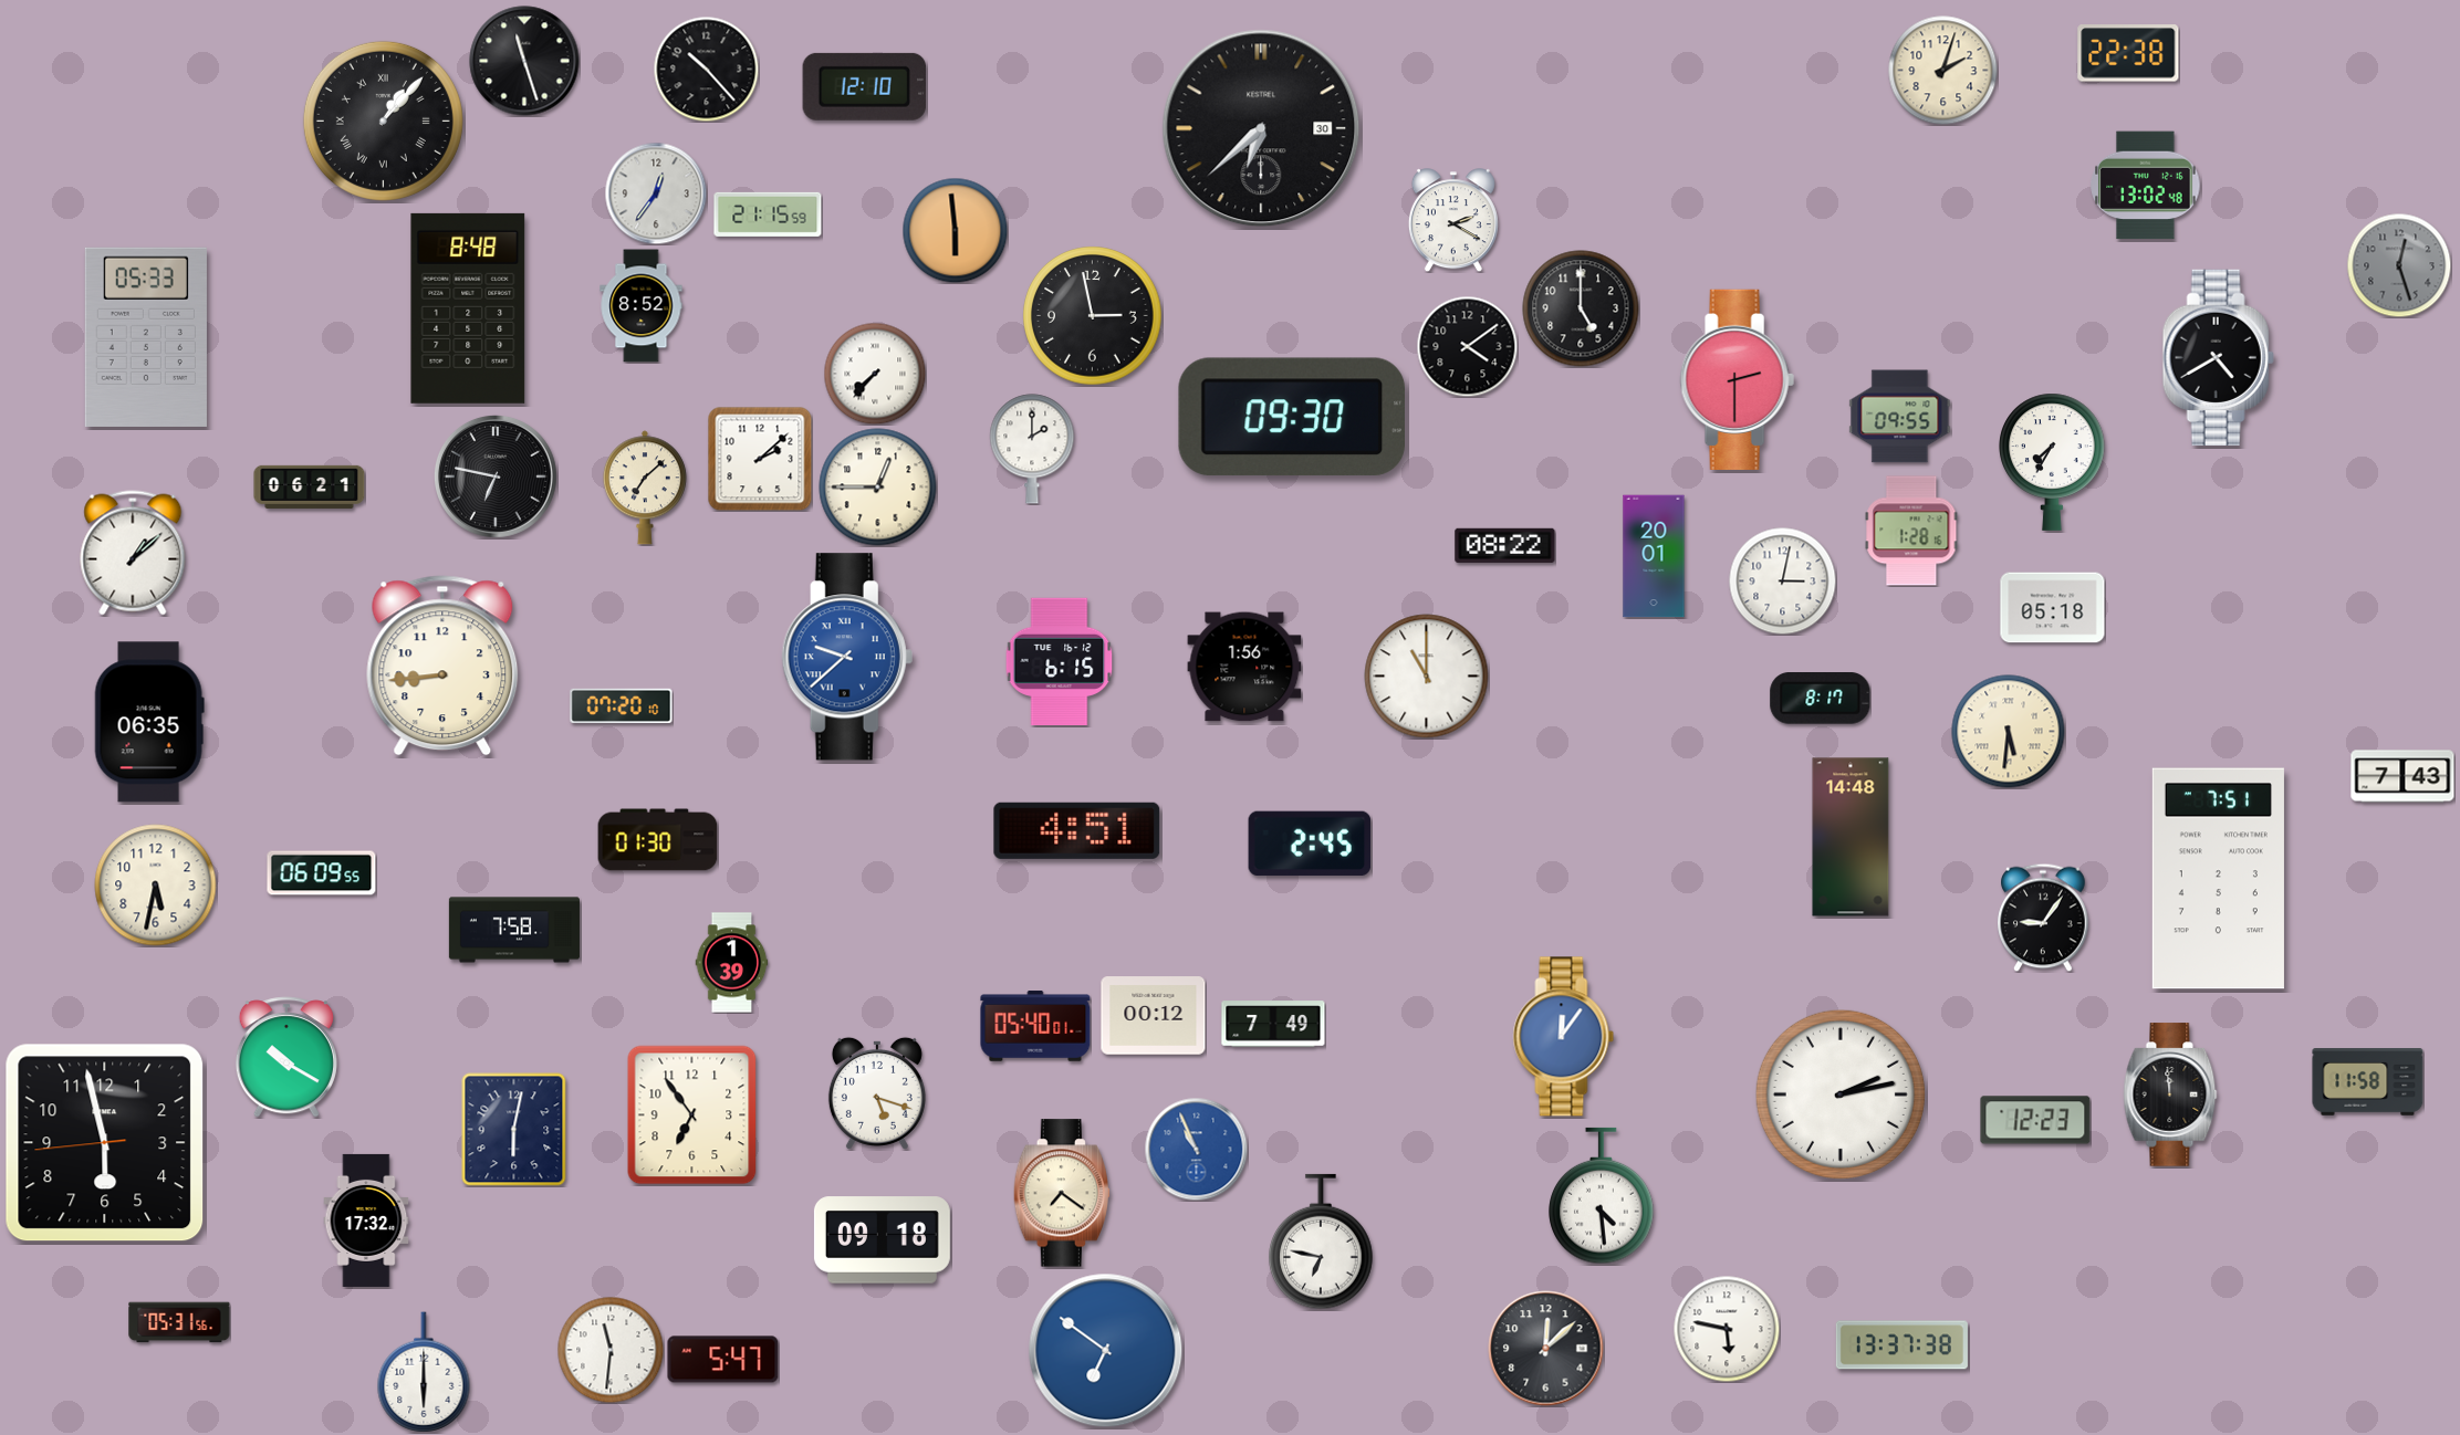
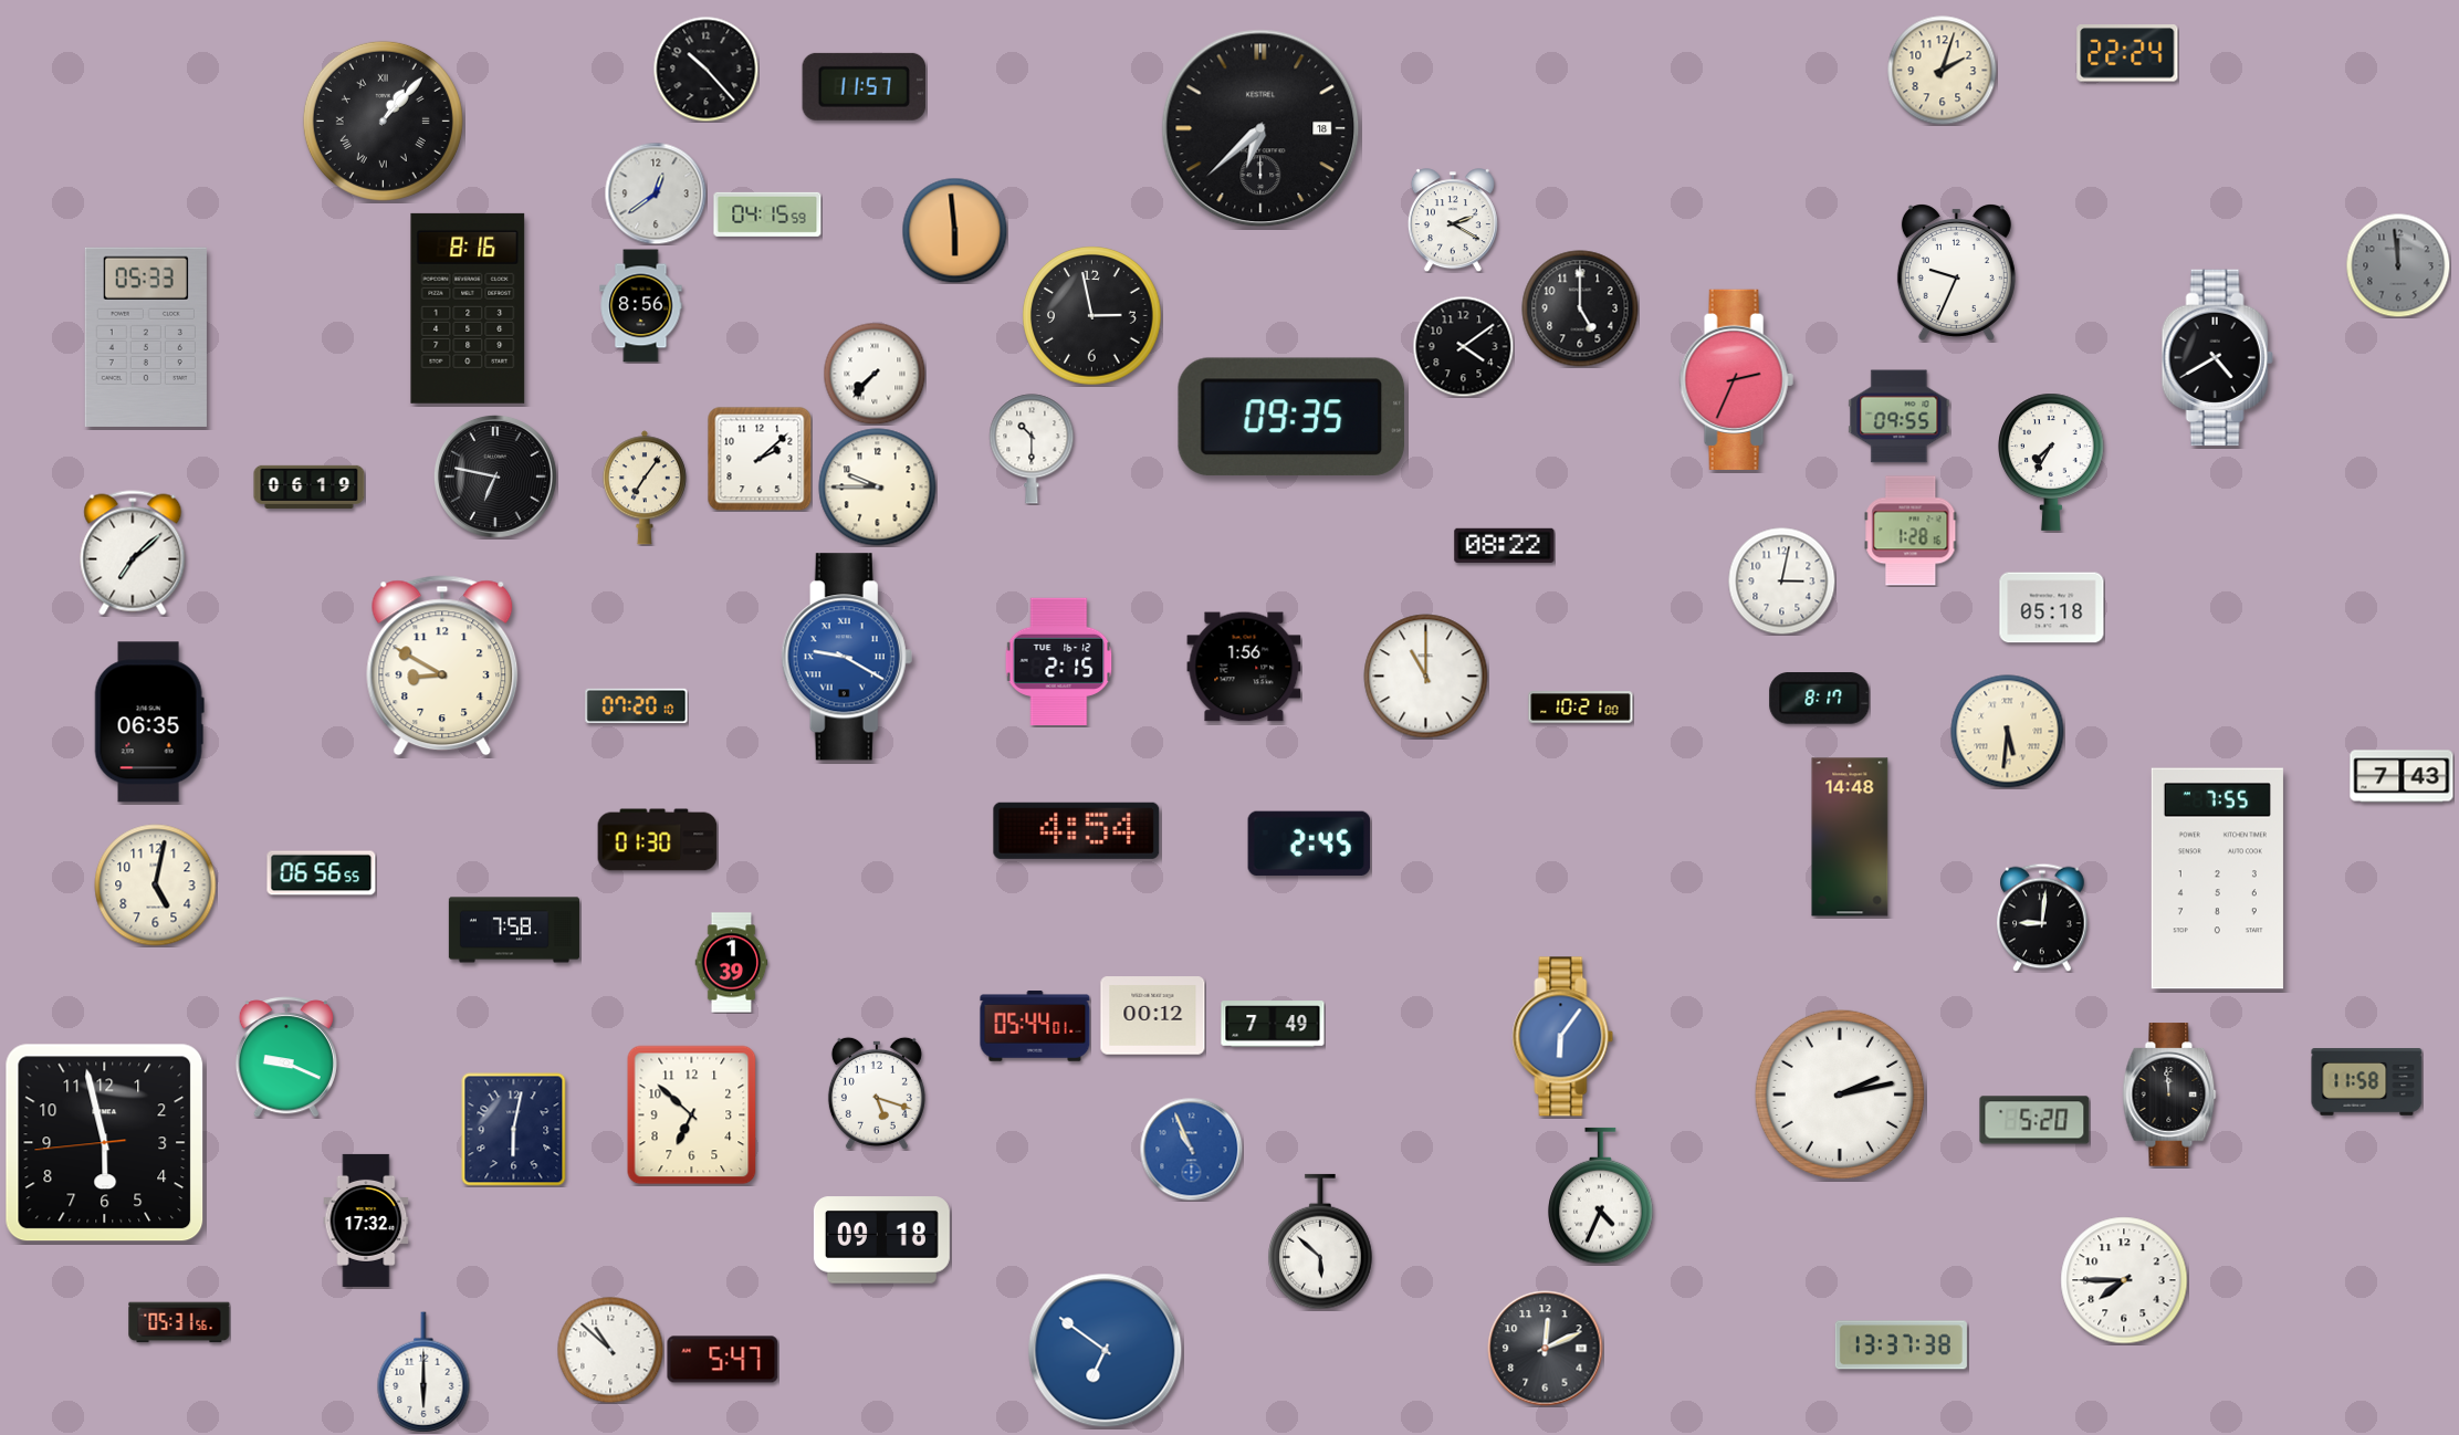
clock at (2128, 53): 22:38 -> 22:24
clock at (524, 61): 11:27 -> none
clock at (864, 86): 12:10 -> 11:57
clock at (1261, 128) date: 30 -> 18
clock at (2146, 186): 13:02 -> none
clock at (656, 193): 12:36 -> 12:39
clock at (768, 214): 21:15 -> 04:15
clock at (2399, 265): 12:27 -> 11:59
clock at (1956, 273): none -> 9:34
clock at (642, 306): 8:52 -> 8:56
clock at (468, 308): 8:48 -> 8:16
clock at (1467, 346) position: (1467, 346) -> (1463, 346)
clock at (1737, 379): 2:30 -> 2:34
clock at (1291, 417): 09:30 -> 09:35
clock at (1032, 449): 2:00 -> 10:30
clock at (310, 486): 06:21 -> 06:19
clock at (645, 488): 7:08 -> 7:06
clock at (878, 488): 12:45 -> 9:45
clock at (133, 553): 1:08 -> 7:08
clock at (1654, 556): 20:01 -> none
clock at (847, 657): 9:38 -> 9:20
clock at (1060, 661): 6:15 -> 2:15
clock at (442, 666): 8:44 -> 8:50
clock at (622, 705) position: (622, 705) -> (637, 705)
clock at (1581, 708): none -> 10:21
clock at (1077, 830): 4:51 -> 4:54
clock at (322, 873): 06:09 -> 06:56
clock at (2218, 879): 7:51 -> 7:55
clock at (156, 886): 5:32 -> 5:02
clock at (2043, 918): 9:06 -> 9:01
clock at (1035, 1026): 05:40 -> 05:44
clock at (1564, 1037): 12:06 -> 6:06
clock at (286, 1057): 10:20 -> 9:19
clock at (692, 1115): 6:54 -> 6:52
clock at (2035, 1120): 12:23 -> 5:20
clock at (1196, 1149) position: (1196, 1149) -> (1191, 1149)
clock at (1061, 1193): 7:21 -> none
clock at (1602, 1196): 4:29 -> 4:34
clock at (1321, 1242): 6:47 -> 5:52
clock at (2124, 1280): none -> 7:45
clock at (1727, 1329): 5:47 -> none
clock at (1546, 1349): 12:08 -> 12:11
clock at (611, 1350): 11:31 -> 10:52
